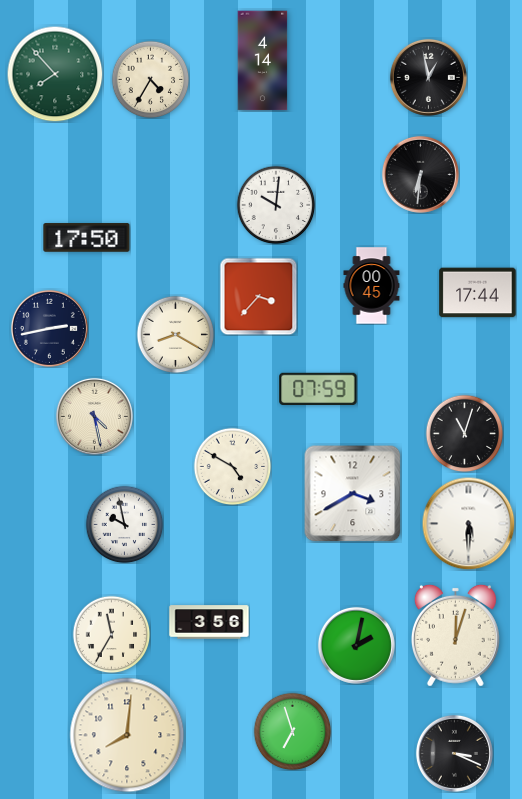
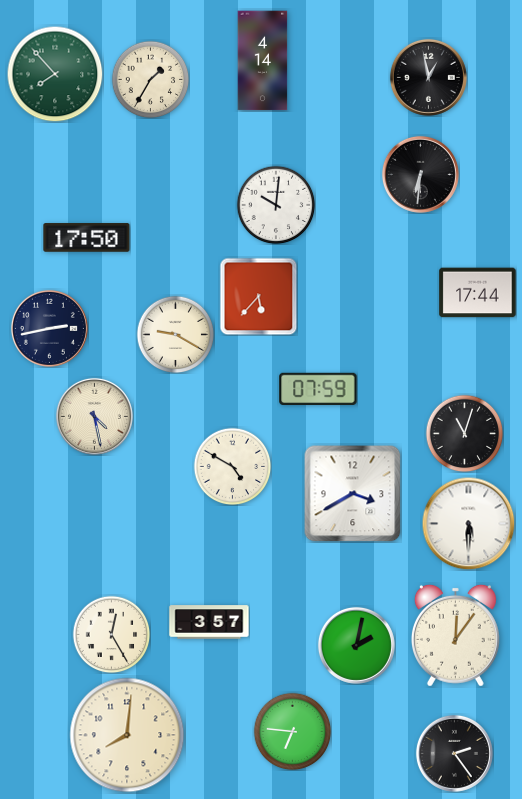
clock at (150, 79): 4:35 -> 1:35
clock at (372, 286): 00:45 -> none
clock at (258, 296): 3:37 -> 5:37
clock at (175, 334): 8:20 -> 9:20
clock at (124, 524): 9:58 -> none
clock at (209, 622): 3:56 -> 3:57
clock at (111, 634): 11:35 -> 12:25
clock at (455, 635): 12:03 -> 12:06
clock at (292, 731): 6:57 -> 6:46
clock at (454, 753): 3:19 -> 2:24
